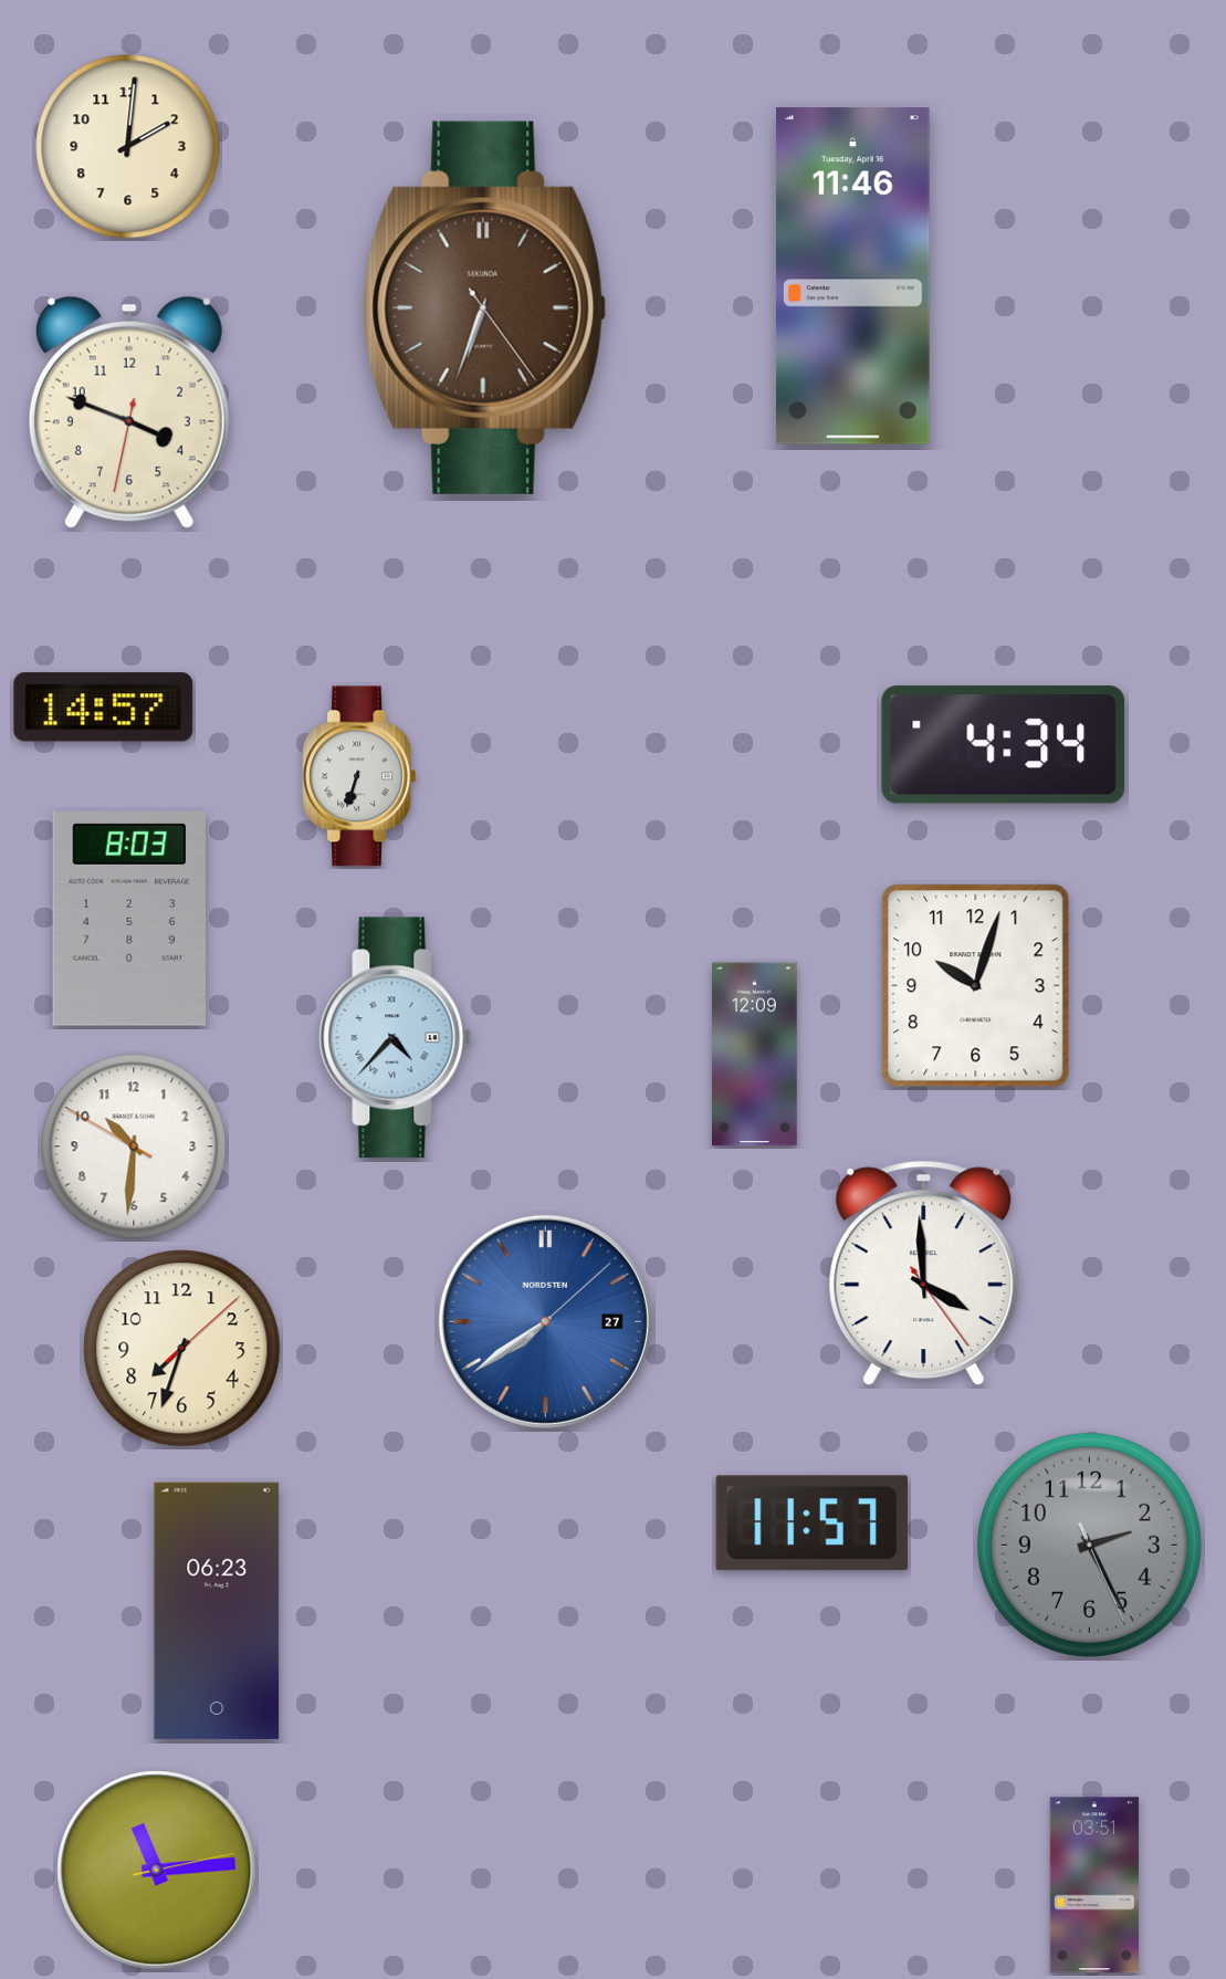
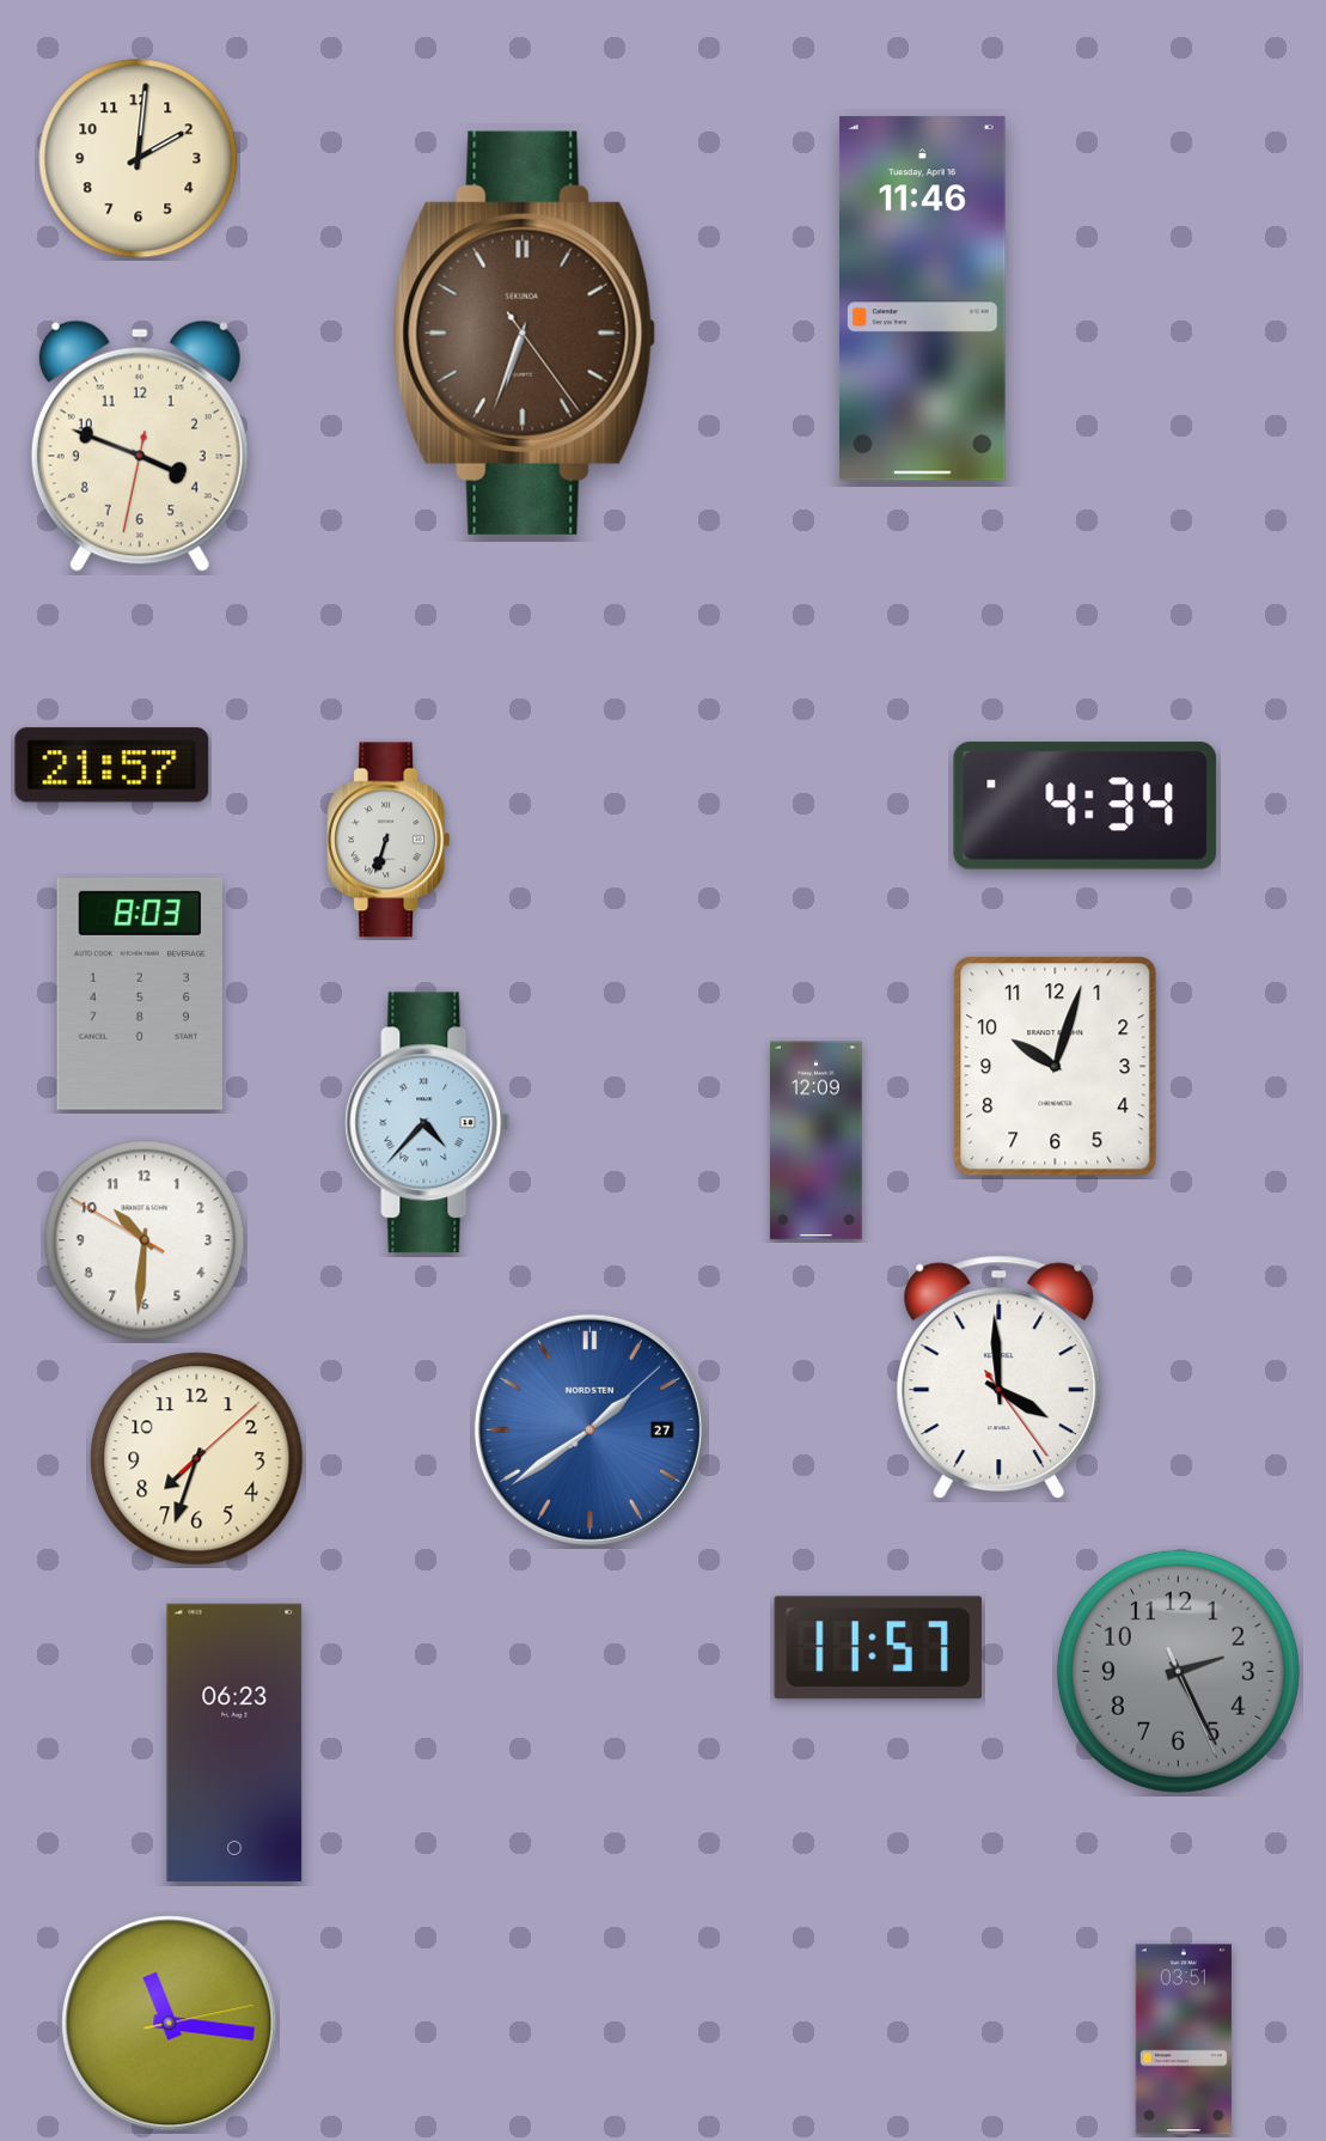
clock at (104, 708): 14:57 -> 21:57
clock at (545, 1321): 7:39 -> 1:39
clock at (157, 1871): 11:14 -> 11:16
